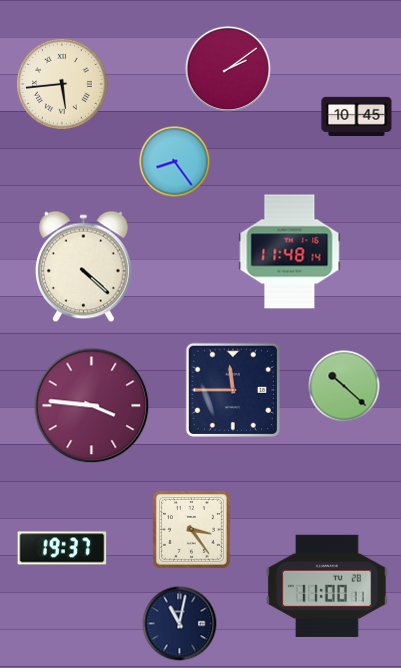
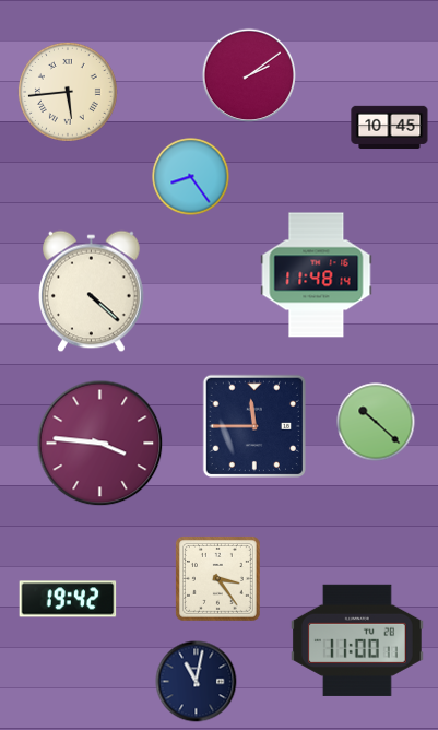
clock at (191, 529) position: (191, 529) -> (217, 578)
clock at (62, 548): 19:37 -> 19:42
